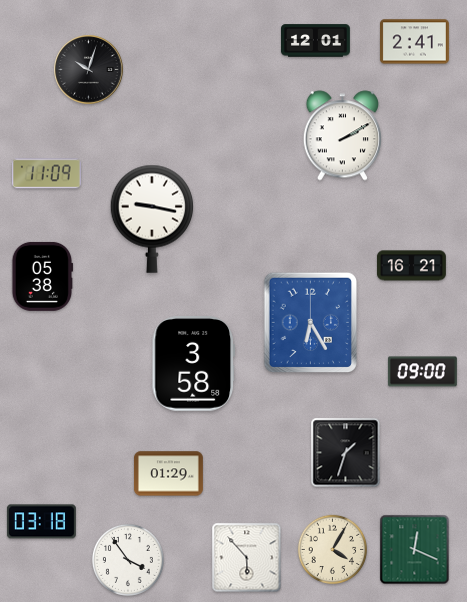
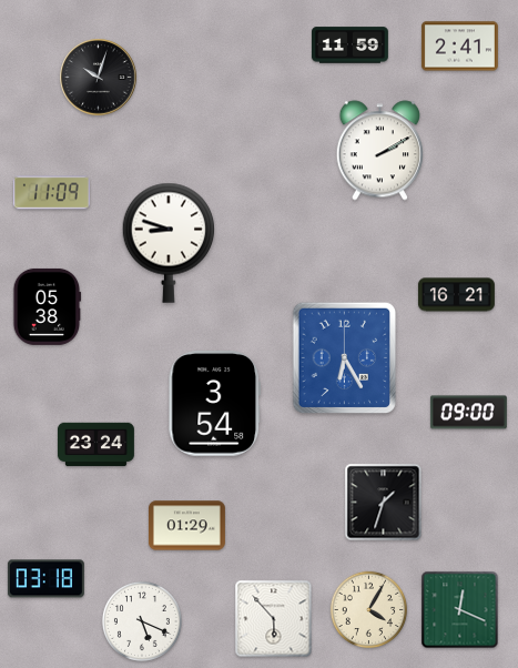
clock at (315, 41): 12:01 -> 11:59
clock at (152, 219): 9:17 -> 8:48
clock at (193, 364): 3:58 -> 3:54
clock at (95, 445): none -> 23:24
clock at (128, 560): 3:54 -> 5:19
